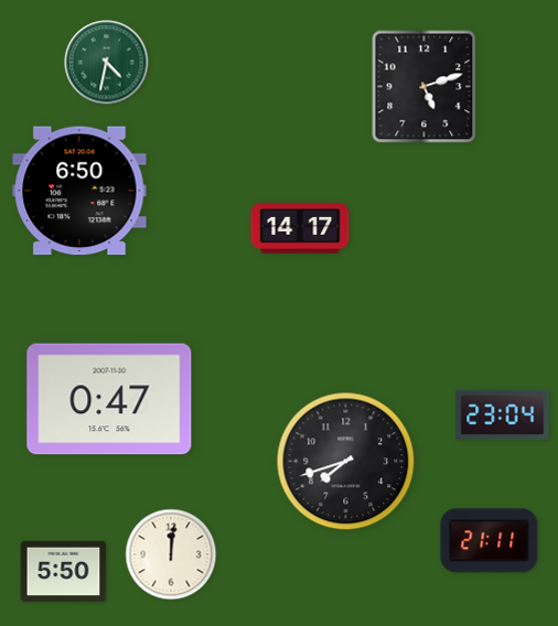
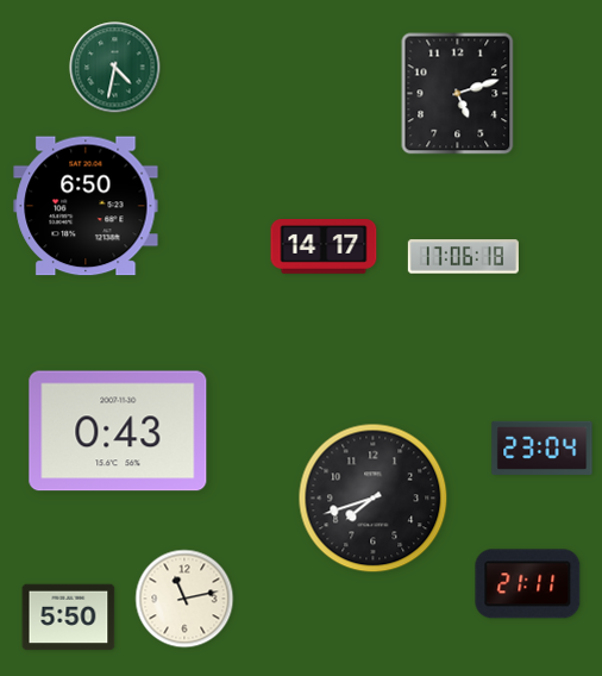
clock at (463, 257): none -> 17:06
clock at (109, 399): 0:47 -> 0:43
clock at (171, 554): 12:01 -> 11:13
